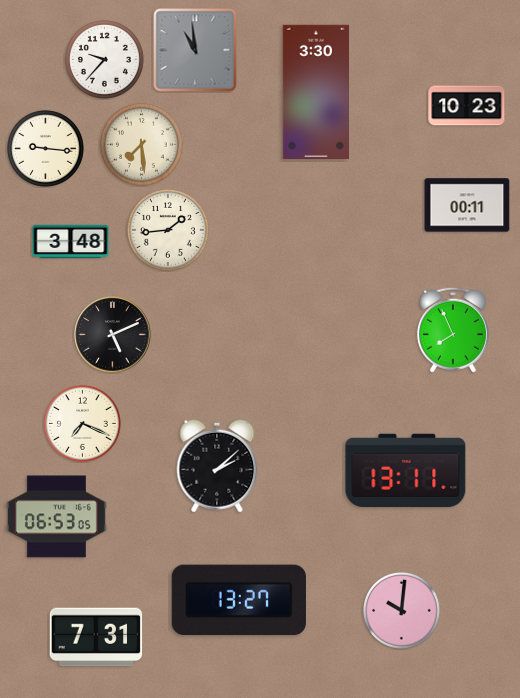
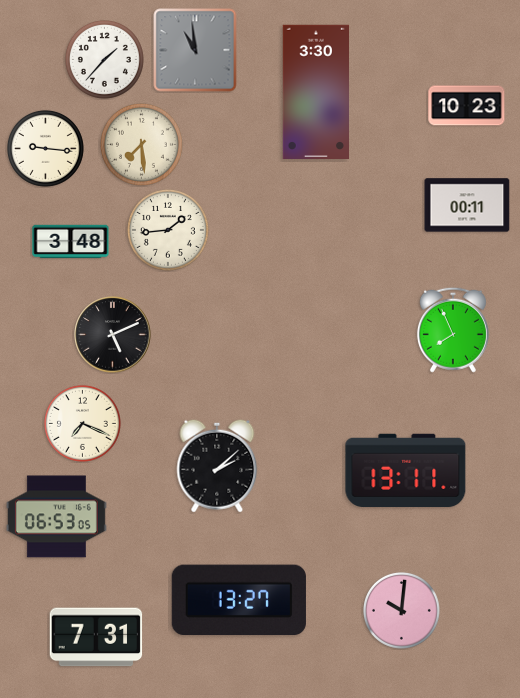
clock at (104, 59): 9:37 -> 1:37
